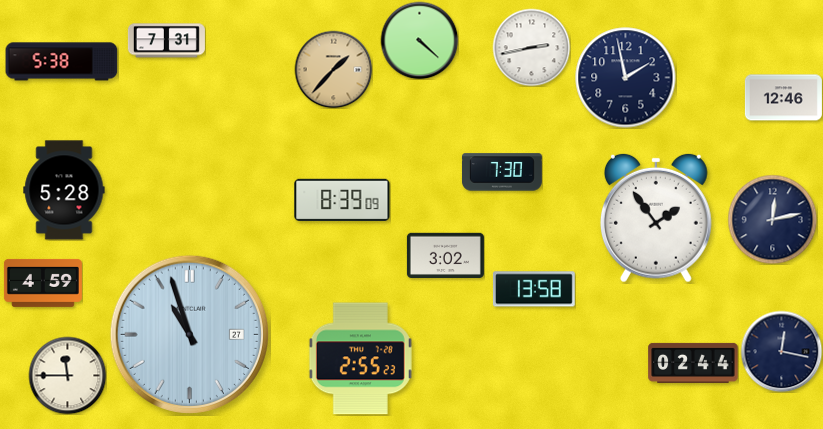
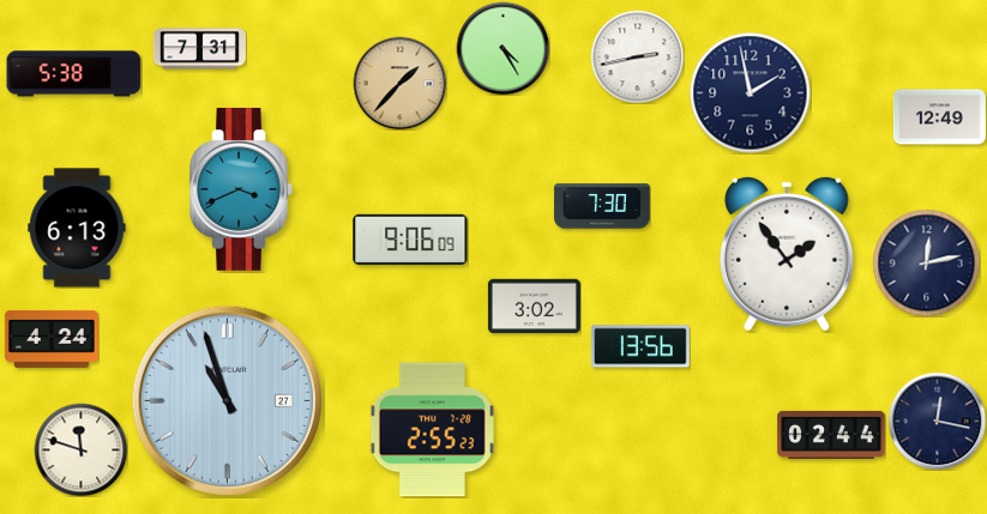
clock at (419, 40): 4:22 -> 4:25
clock at (783, 98): 12:46 -> 12:49
clock at (241, 191): none -> 3:41
clock at (64, 190): 5:28 -> 6:13
clock at (342, 199): 8:39 -> 9:06
clock at (656, 218) position: (656, 218) -> (787, 254)
clock at (43, 283): 4:59 -> 4:24
clock at (534, 289): 13:58 -> 13:56
clock at (67, 375): 11:45 -> 11:48
